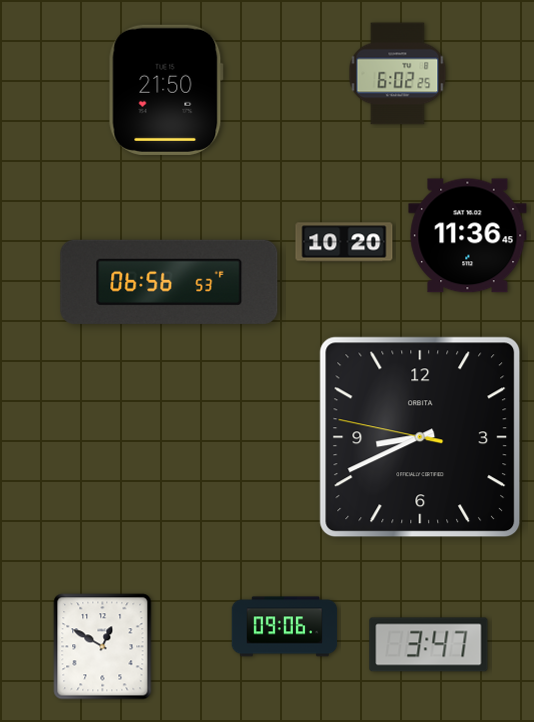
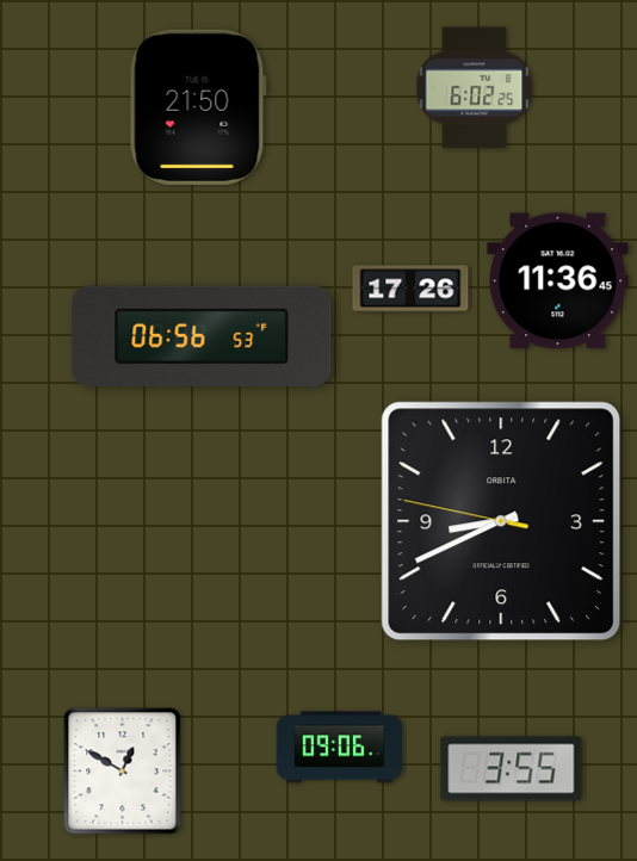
clock at (344, 242): 10:20 -> 17:26
clock at (429, 645): 3:47 -> 3:55
